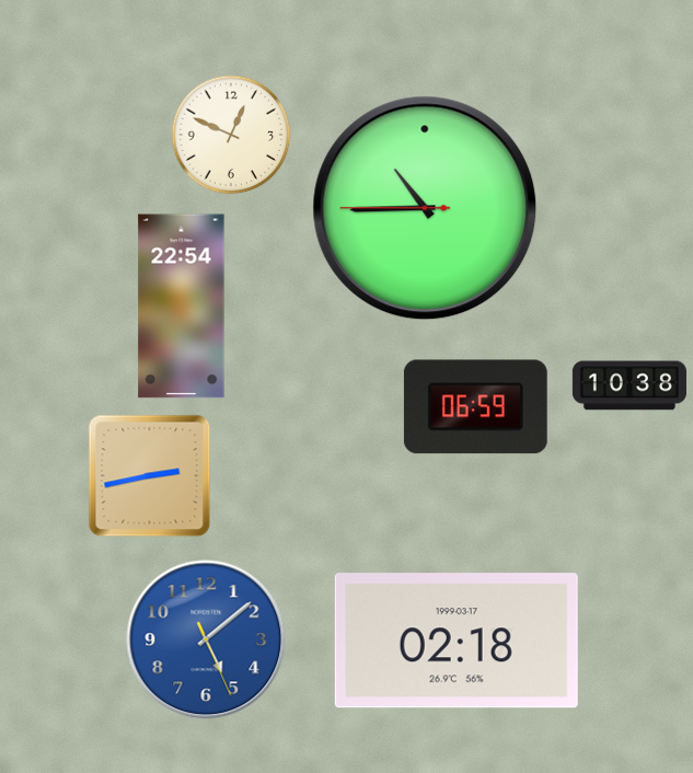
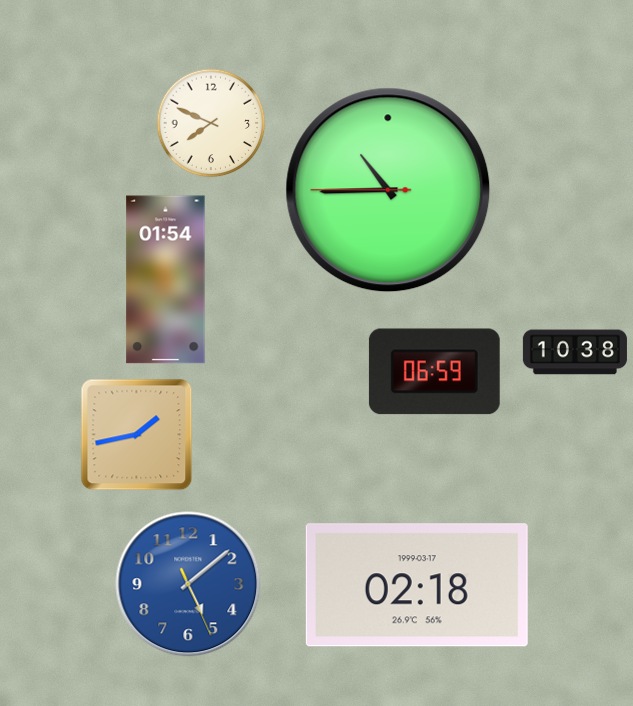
clock at (231, 135): 12:49 -> 7:49
clock at (182, 307): 22:54 -> 01:54
clock at (150, 476): 2:43 -> 1:43
